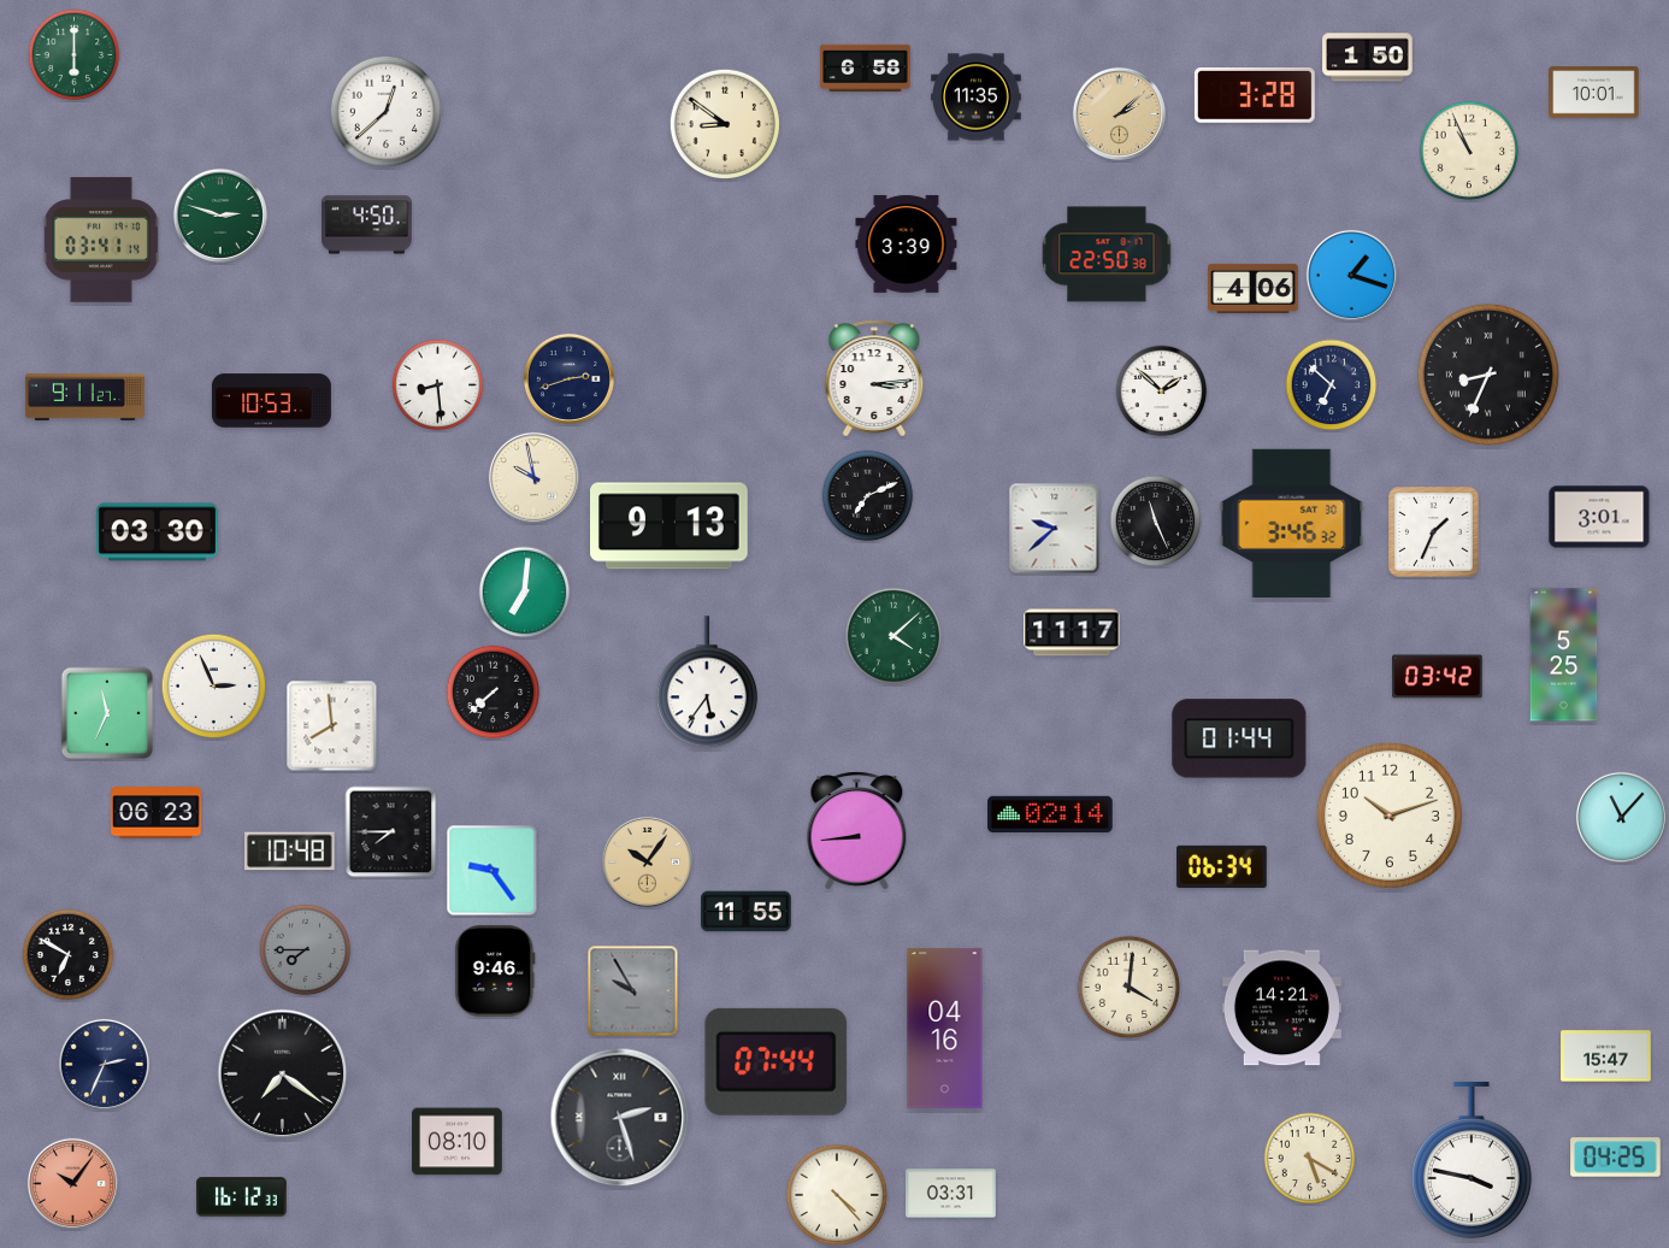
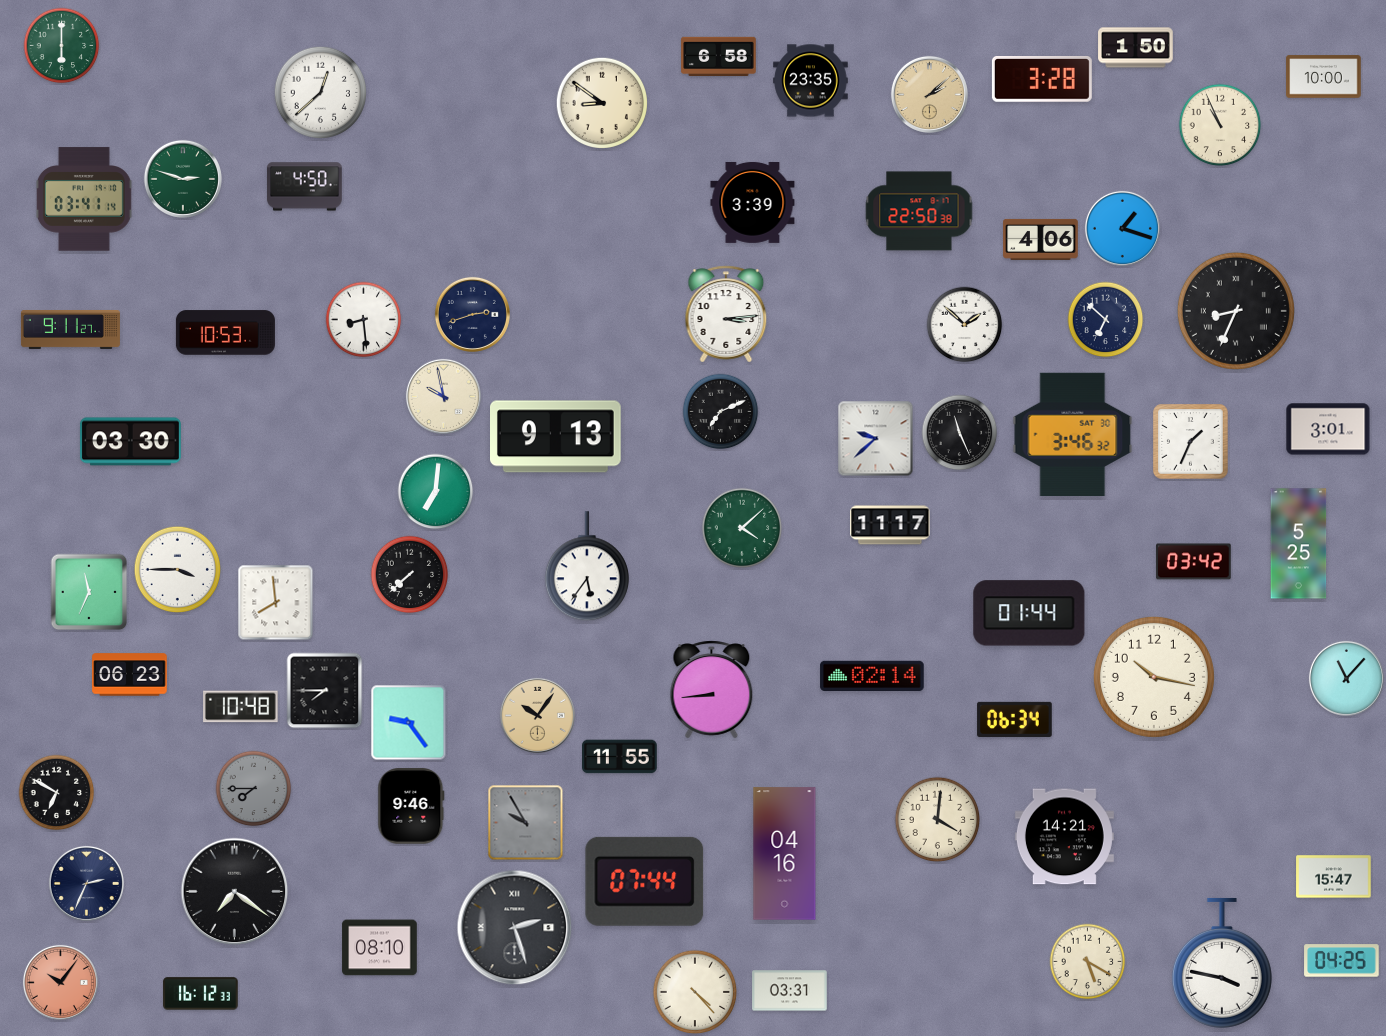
clock at (1594, 93): 10:01 -> 10:00
clock at (977, 98): 11:35 -> 23:35
clock at (214, 687): 2:56 -> 3:45
clock at (1390, 816): 10:12 -> 10:17
